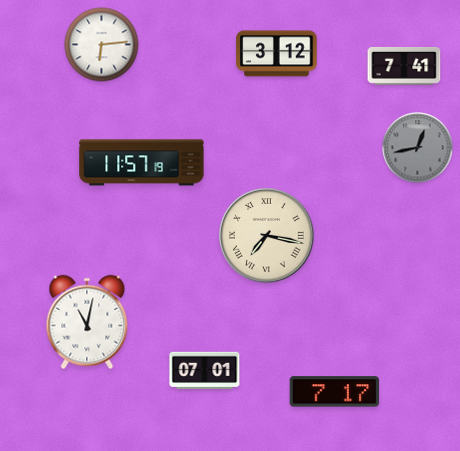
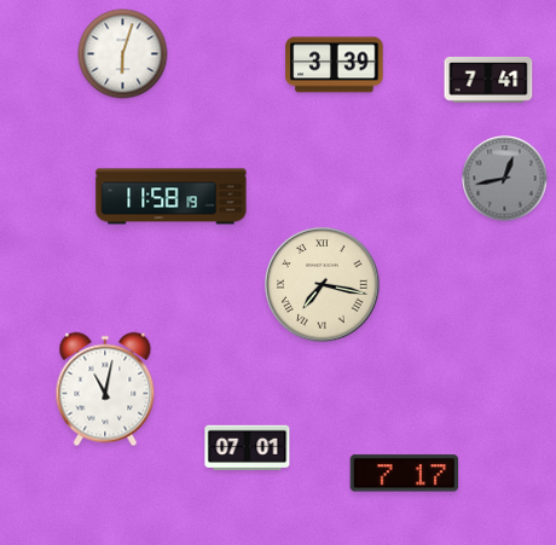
clock at (102, 45): 6:14 -> 6:03
clock at (277, 54): 3:12 -> 3:39
clock at (142, 163): 11:57 -> 11:58
